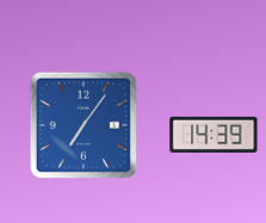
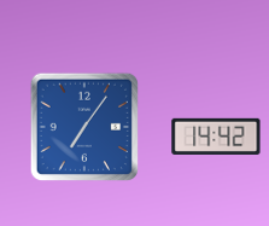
clock at (214, 135): 14:39 -> 14:42
